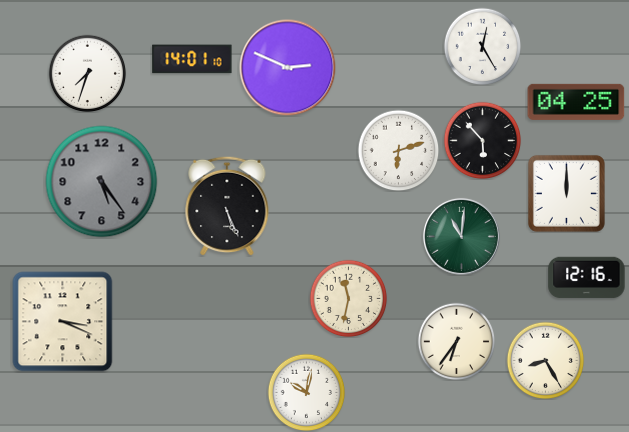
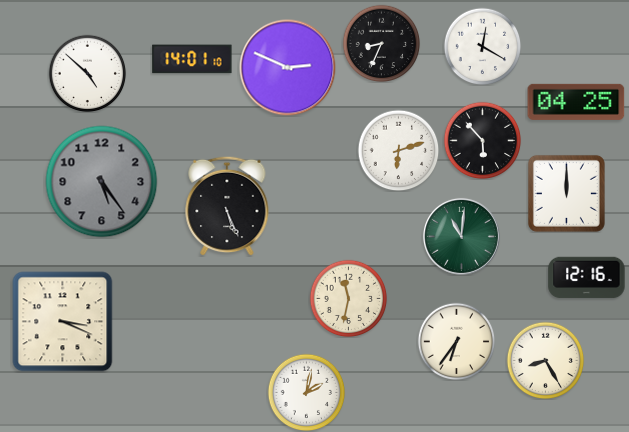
clock at (381, 43): none -> 8:34
clock at (482, 46): 12:25 -> 12:20
clock at (87, 73): 7:33 -> 4:52
clock at (306, 392): 10:02 -> 2:02
